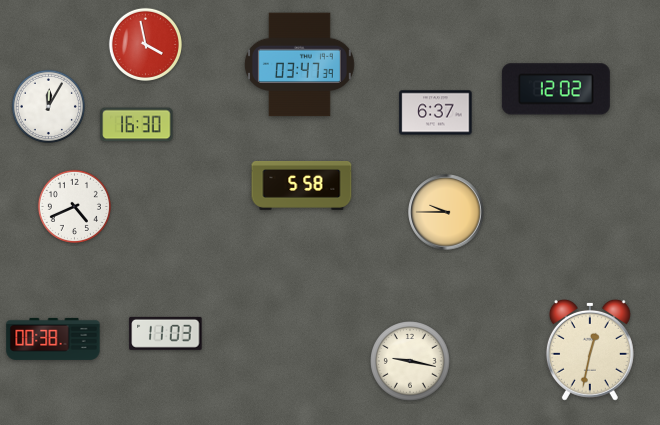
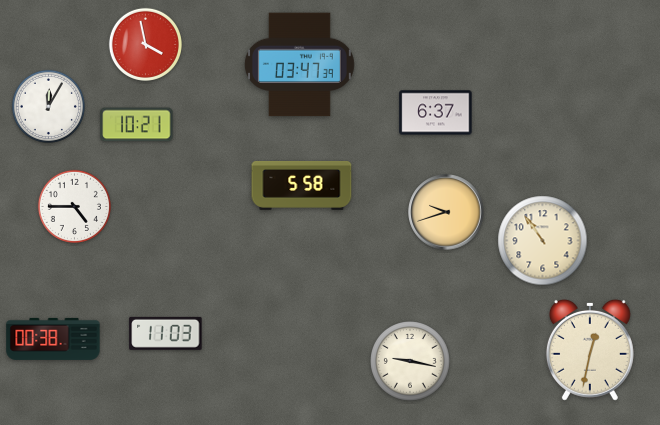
clock at (556, 89): 12:02 -> none
clock at (137, 125): 16:30 -> 10:21
clock at (74, 206): 4:41 -> 4:45
clock at (446, 212): 9:45 -> 9:42
clock at (543, 241): none -> 10:54
